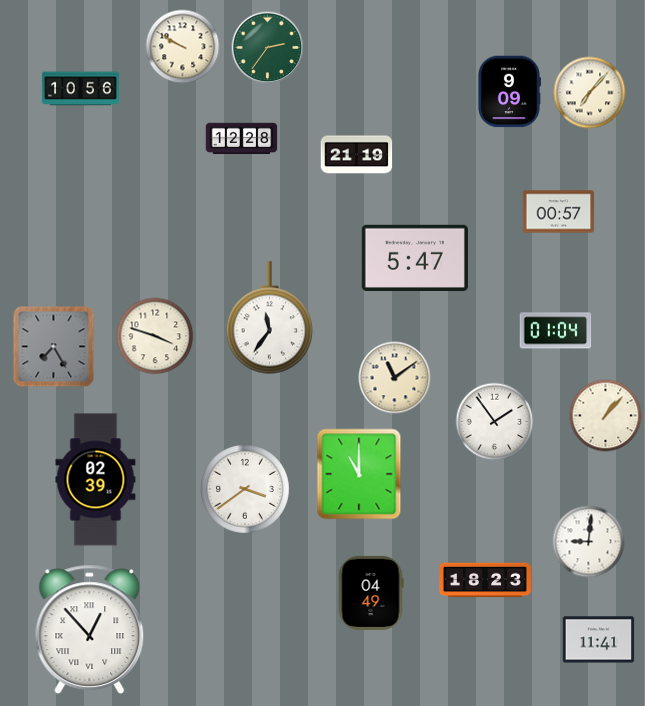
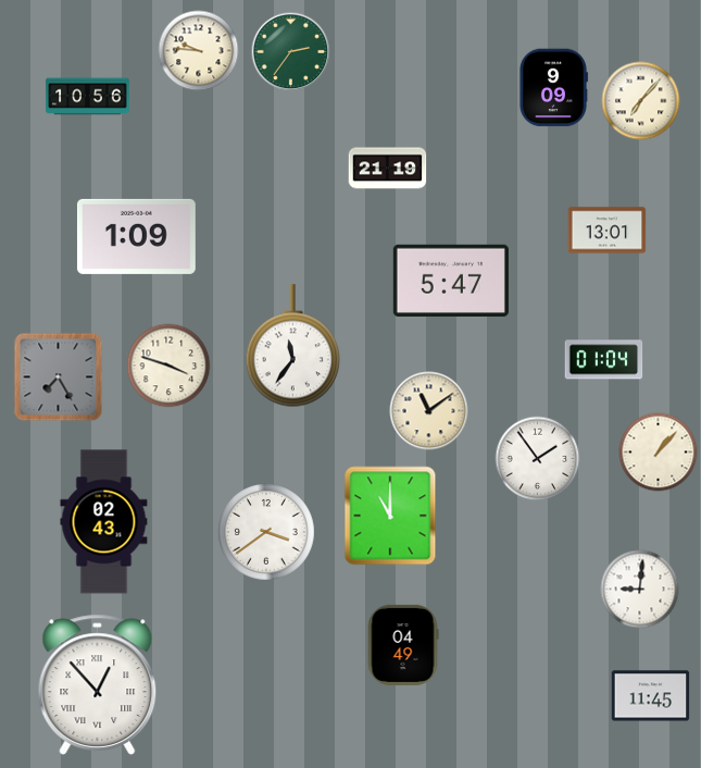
clock at (183, 47): 9:50 -> 9:46
clock at (509, 92) position: (509, 92) -> (553, 88)
clock at (242, 139): 12:28 -> none
clock at (559, 212): 00:57 -> 13:01
clock at (136, 236): none -> 1:09
clock at (96, 480): 02:39 -> 02:43
clock at (486, 580): 18:23 -> none
clock at (599, 640): 11:41 -> 11:45
